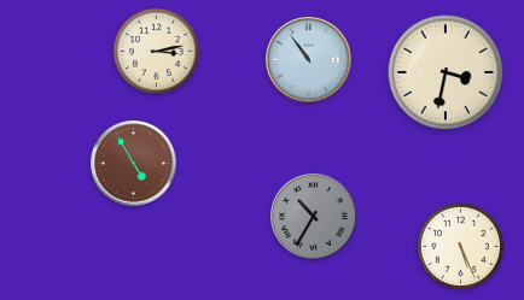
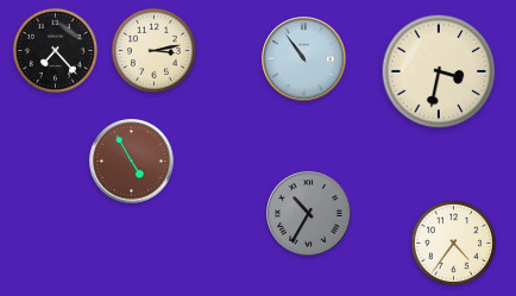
clock at (55, 50): none -> 7:23
clock at (460, 246): 5:26 -> 4:36
